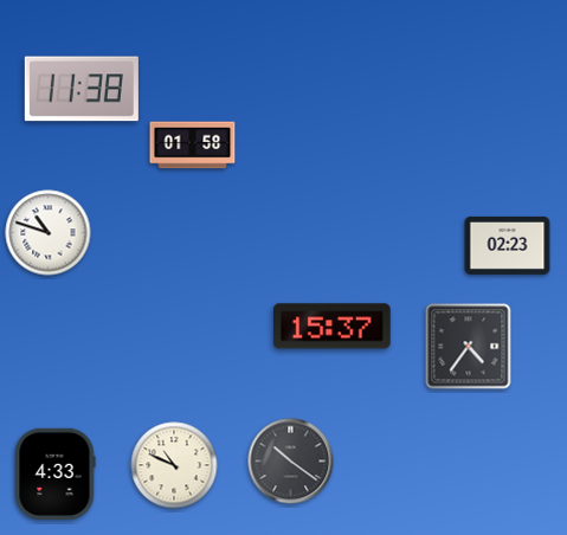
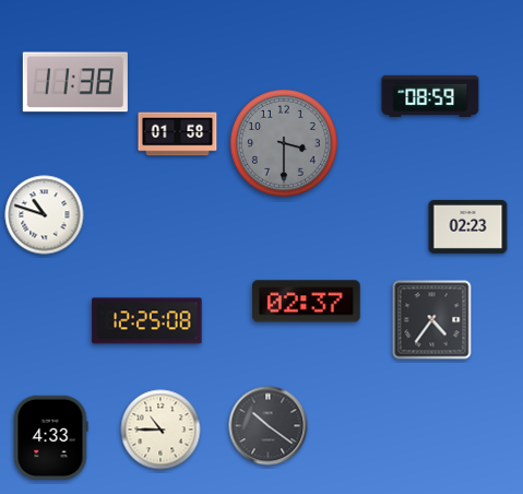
clock at (430, 95): none -> 08:59
clock at (284, 143): none -> 3:30
clock at (333, 327): 15:37 -> 02:37
clock at (147, 321): none -> 12:25
clock at (174, 465): 10:49 -> 10:45
